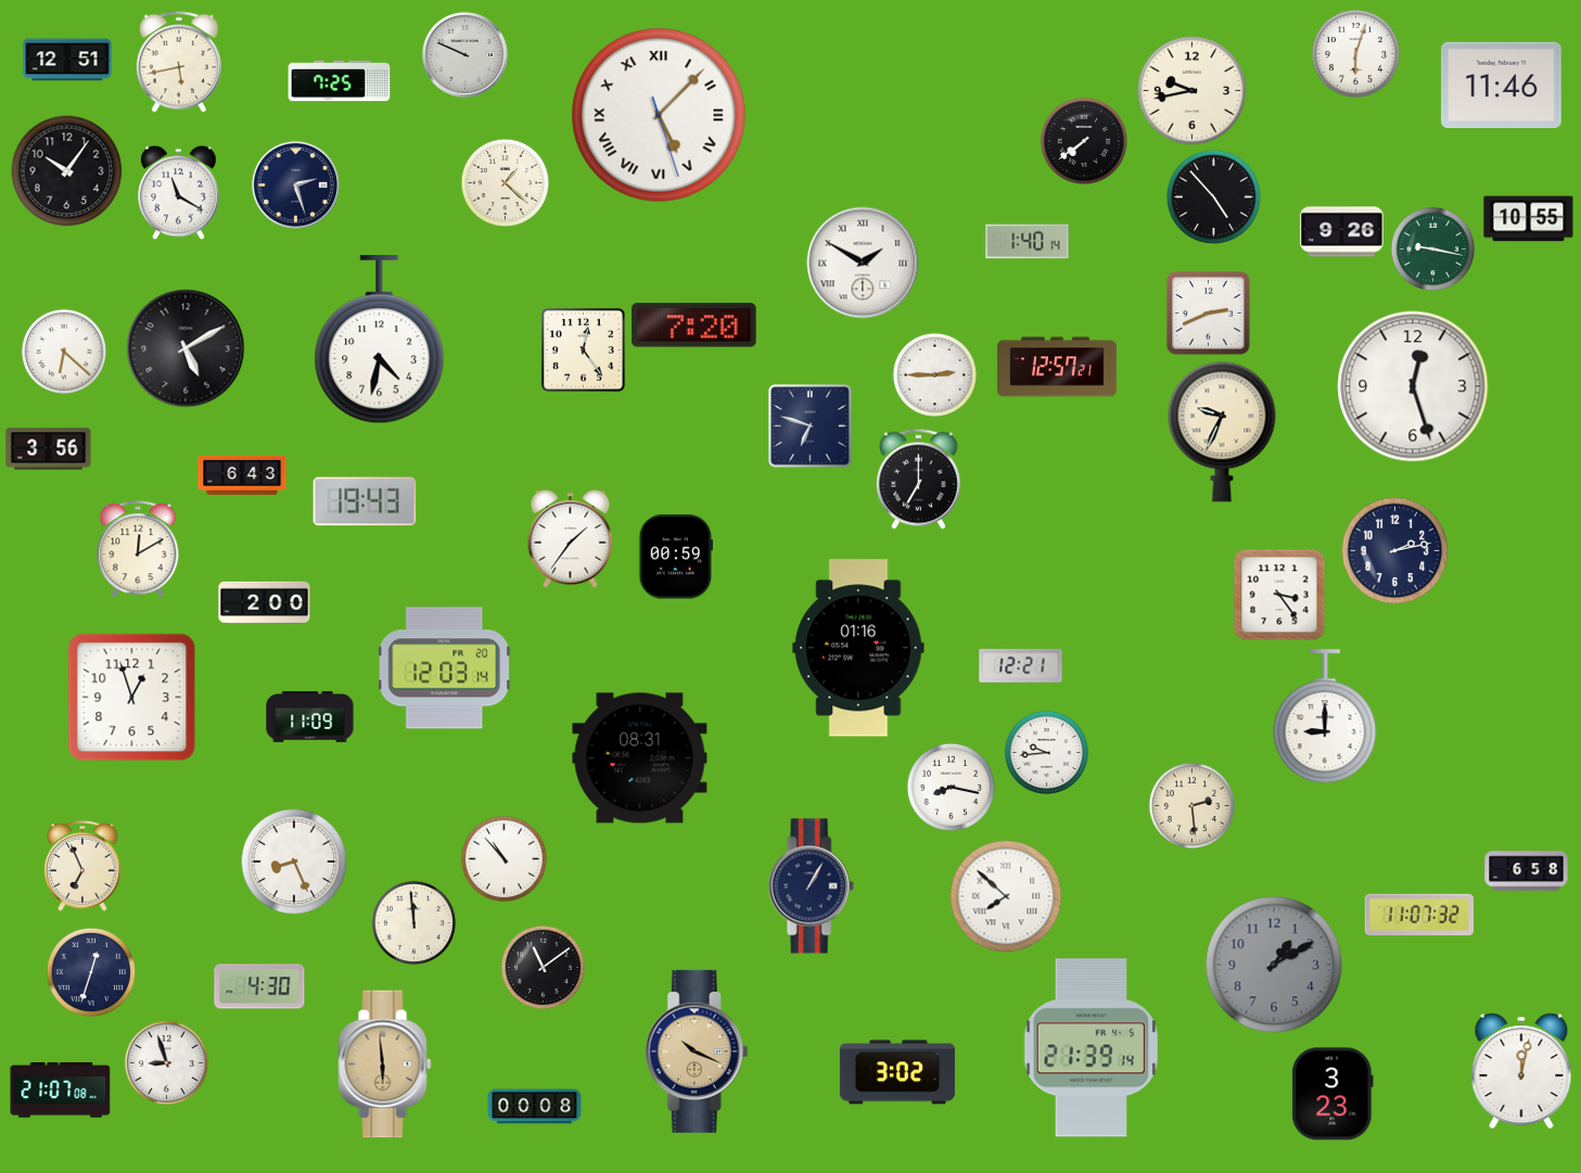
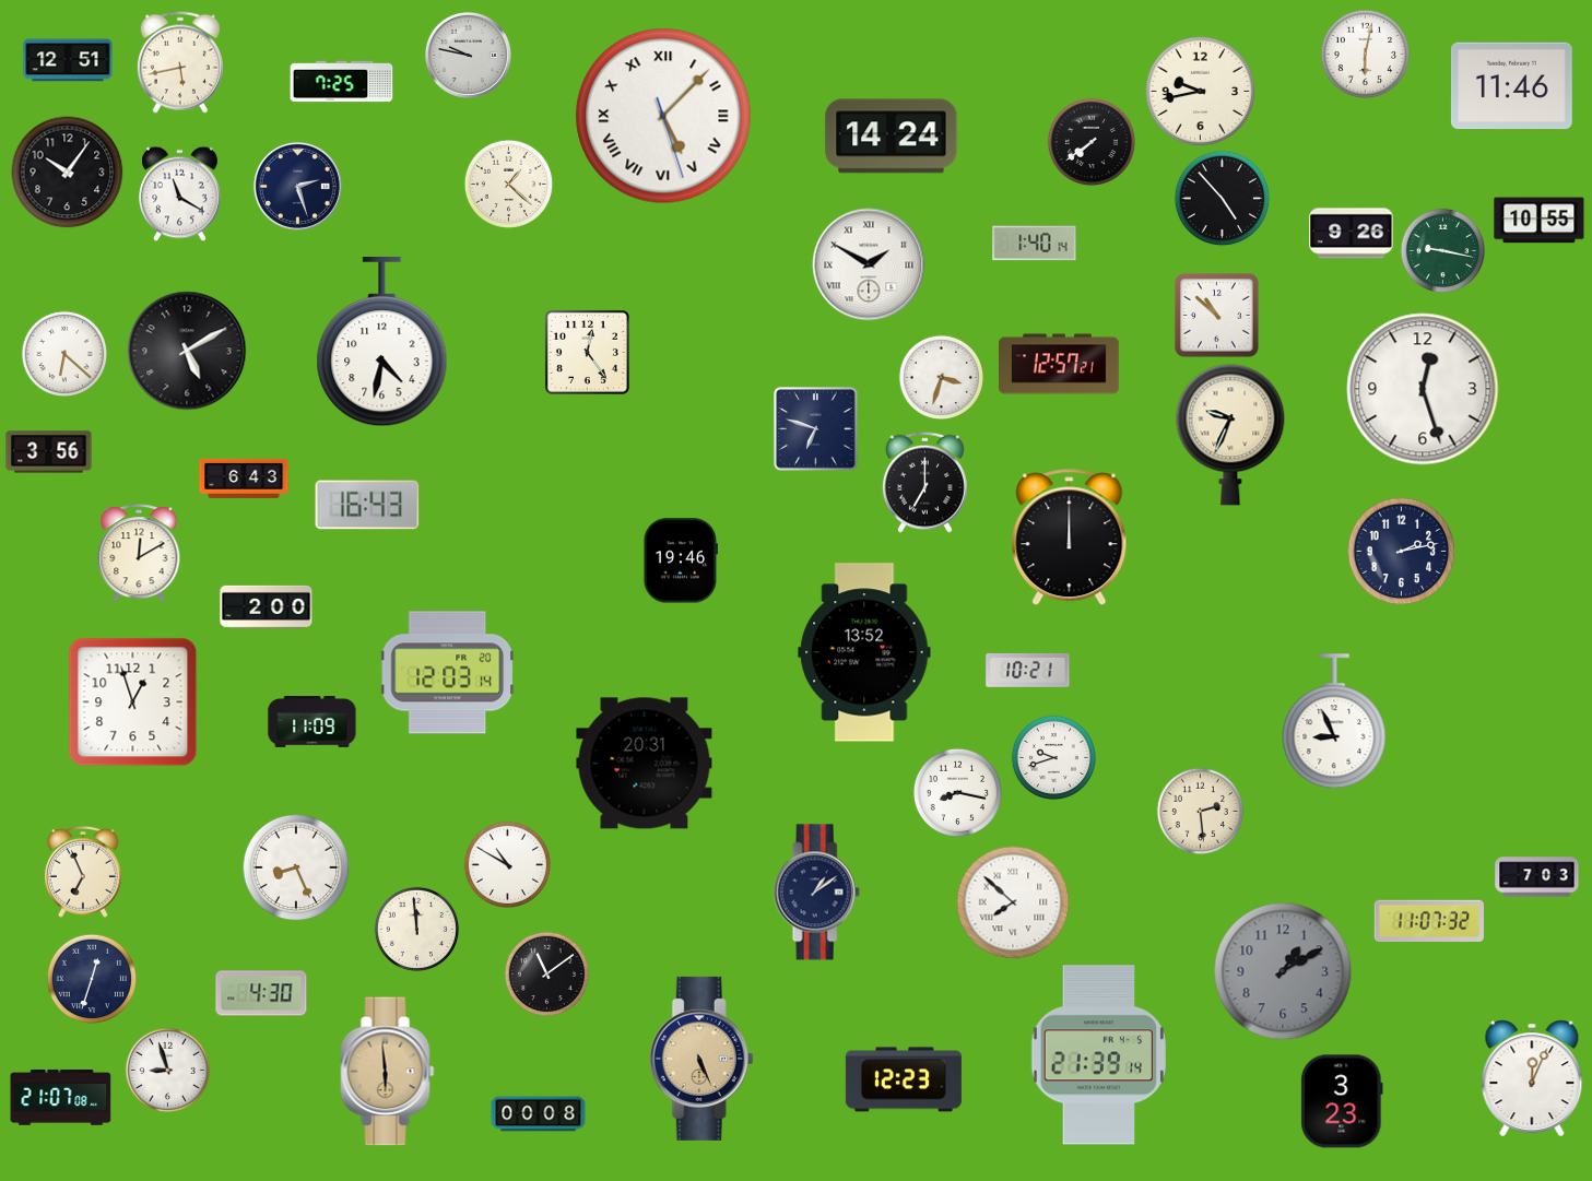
clock at (1355, 53): 6:03 -> 6:02
clock at (464, 54): 9:49 -> 9:47
clock at (892, 137): none -> 14:24
clock at (1208, 313): 2:41 -> 10:52
clock at (694, 326): 7:20 -> none
clock at (1058, 367) position: (1058, 367) -> (1060, 364)
clock at (934, 374): 2:45 -> 3:33
clock at (365, 501): 19:43 -> 16:43
clock at (1070, 538): none -> 12:00
clock at (571, 539): 1:36 -> none
clock at (1395, 551) position: (1395, 551) -> (1402, 552)
clock at (675, 557): 00:59 -> 19:46
clock at (1279, 595): 3:24 -> none
clock at (858, 648): 01:16 -> 13:52
clock at (1021, 665): 12:21 -> 10:21
clock at (1325, 717): 9:00 -> 8:56
clock at (1046, 752): 9:44 -> 9:42
clock at (640, 758): 08:31 -> 20:31
clock at (503, 858): 10:53 -> 10:50
clock at (1527, 871): 6:58 -> 7:03
clock at (811, 887): 1:05 -> 1:09
clock at (697, 1051): 10:19 -> 5:26
clock at (1521, 1071): 12:02 -> 12:04
clock at (897, 1072): 3:02 -> 12:23
